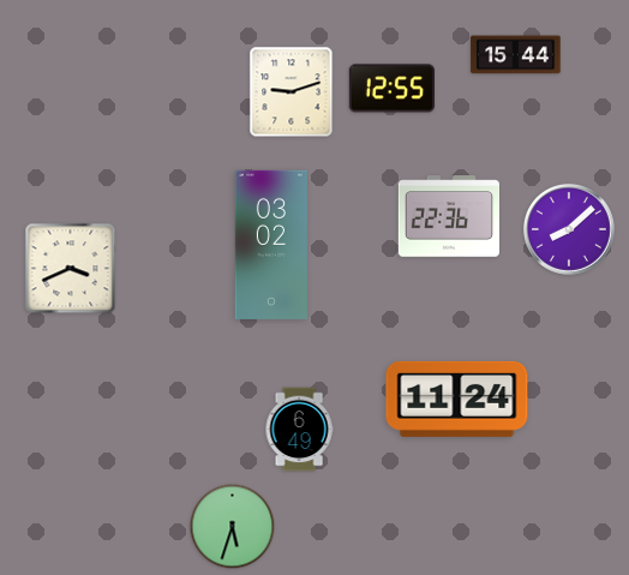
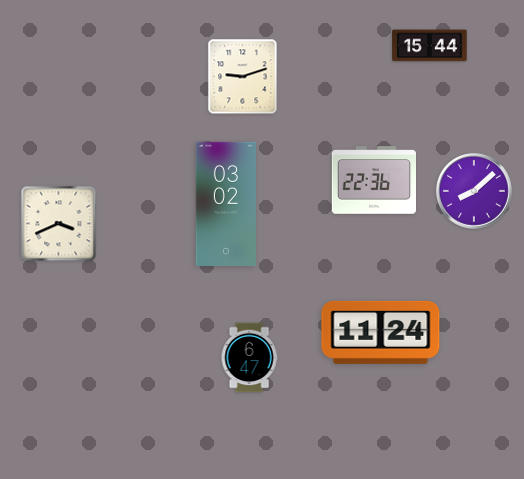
clock at (391, 89): 12:55 -> none
clock at (299, 430): 6:49 -> 6:47
clock at (233, 527): 5:33 -> none
